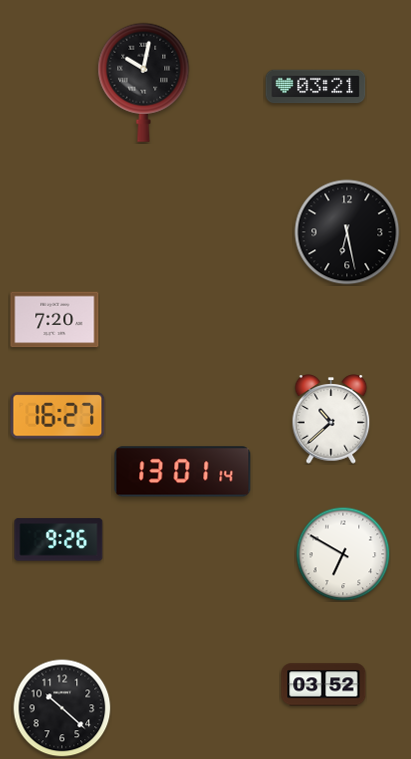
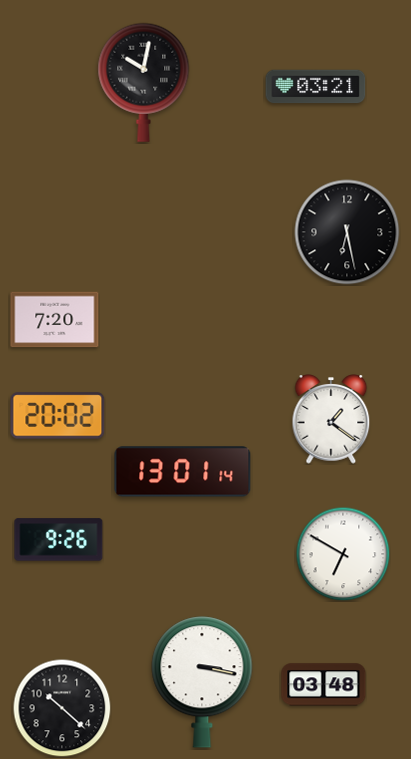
clock at (58, 416): 16:27 -> 20:02
clock at (331, 419): 10:38 -> 1:21
clock at (202, 682): none -> 3:17
clock at (324, 685): 03:52 -> 03:48
